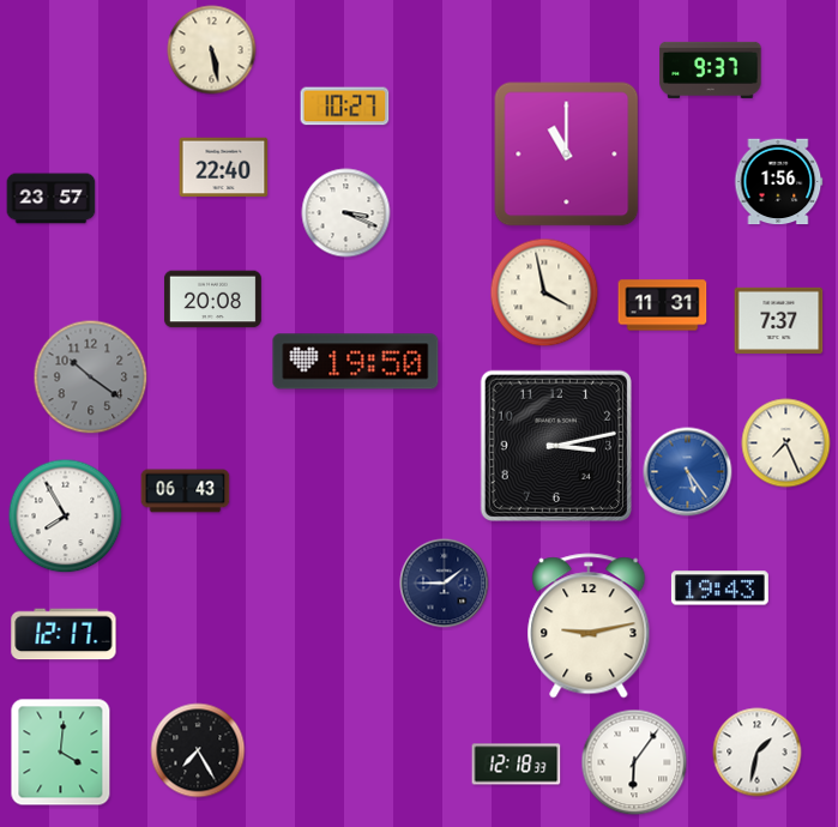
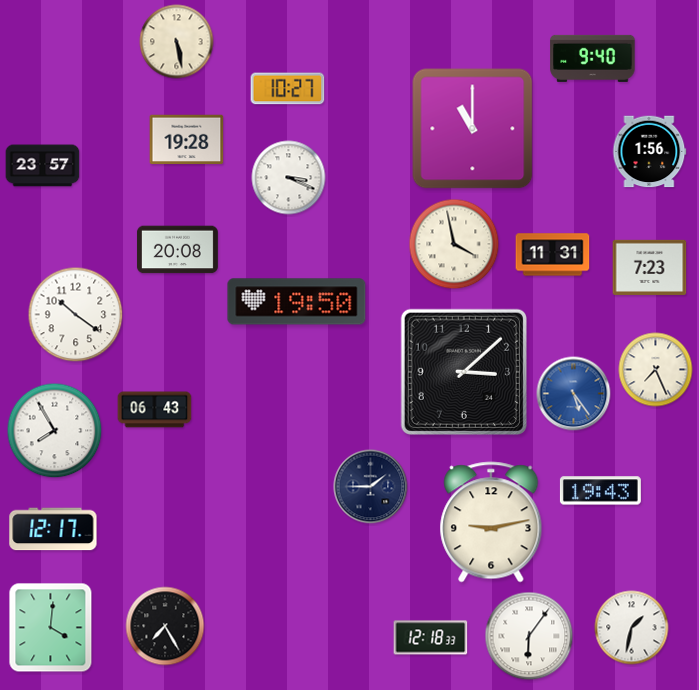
clock at (711, 70): 9:37 -> 9:40
clock at (224, 168): 22:40 -> 19:28
clock at (779, 320): 7:37 -> 7:23
clock at (91, 378) dial: grey -> white
clock at (556, 446): 3:13 -> 3:08
